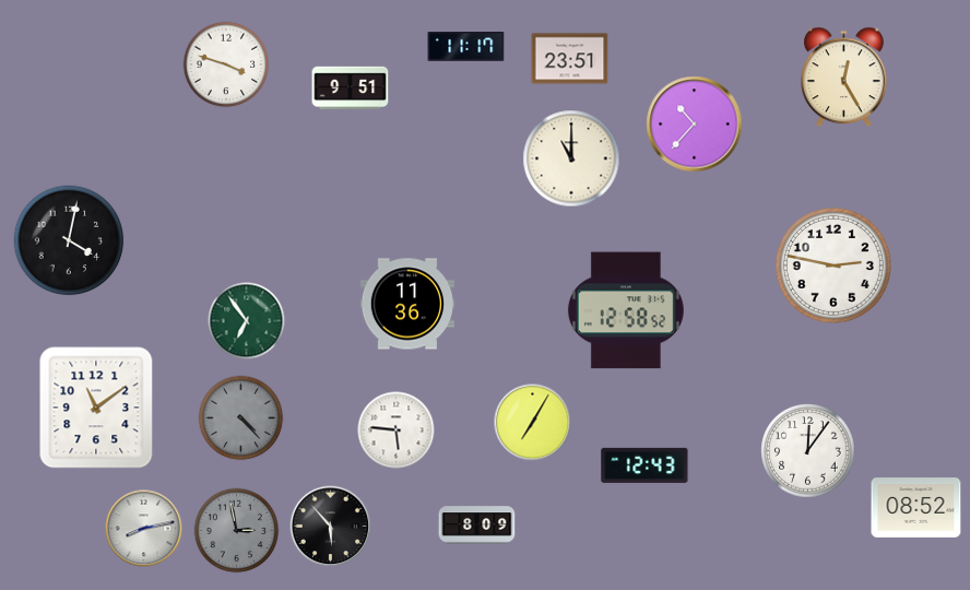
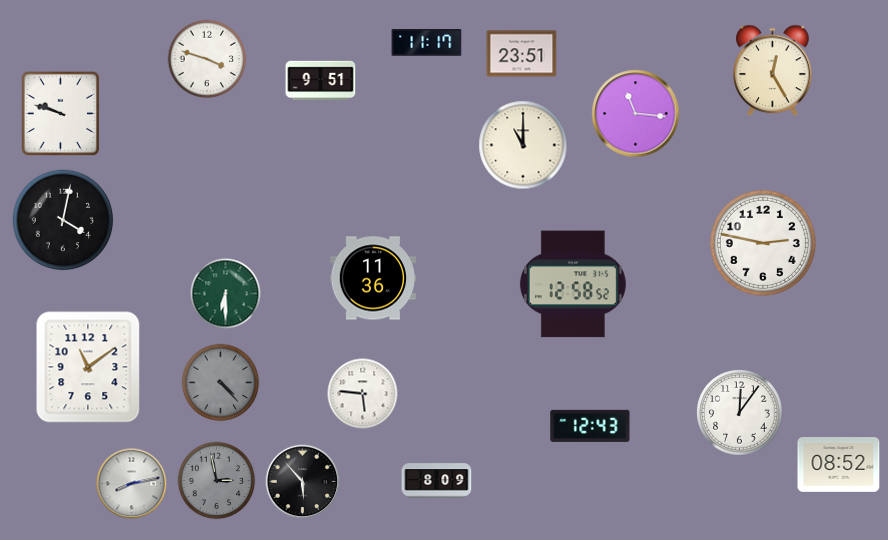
clock at (61, 114): none -> 9:48
clock at (695, 125): 10:37 -> 11:16
clock at (247, 321): 6:54 -> 6:30
clock at (96, 408) position: (96, 408) -> (88, 367)
clock at (533, 423): 7:05 -> none
clock at (237, 531) position: (237, 531) -> (217, 481)
